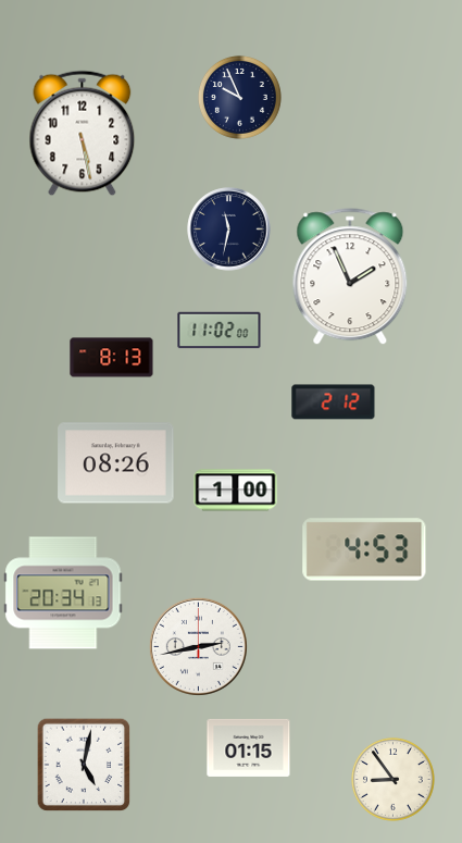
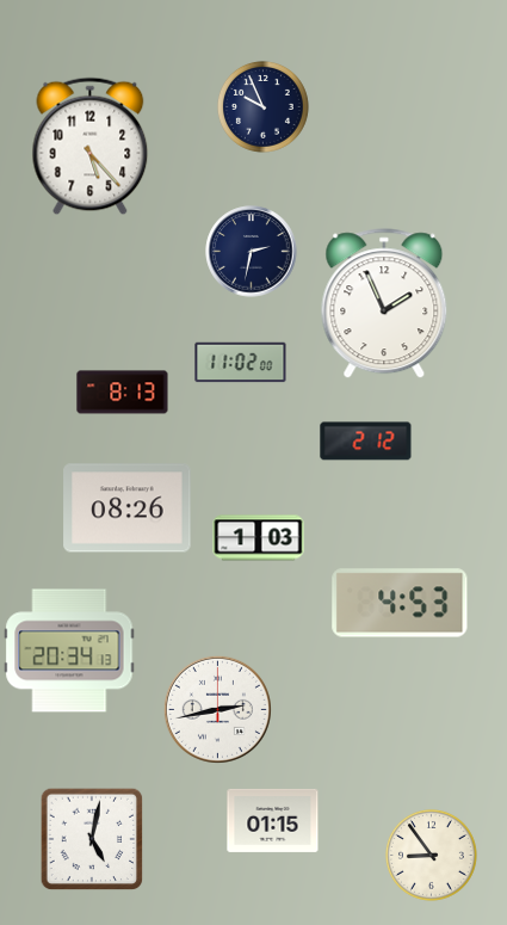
clock at (83, 134): 5:28 -> 5:23
clock at (229, 230): 11:32 -> 2:32
clock at (236, 491): 1:00 -> 1:03
